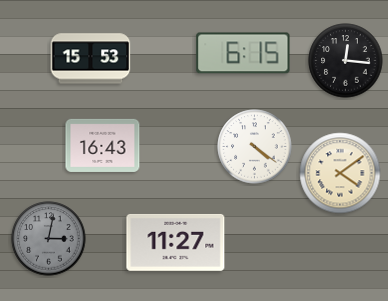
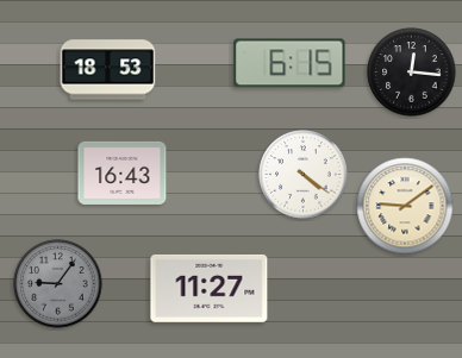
clock at (91, 59): 15:53 -> 18:53
clock at (340, 173): 4:09 -> 9:09
clock at (49, 239): 3:02 -> 9:06
